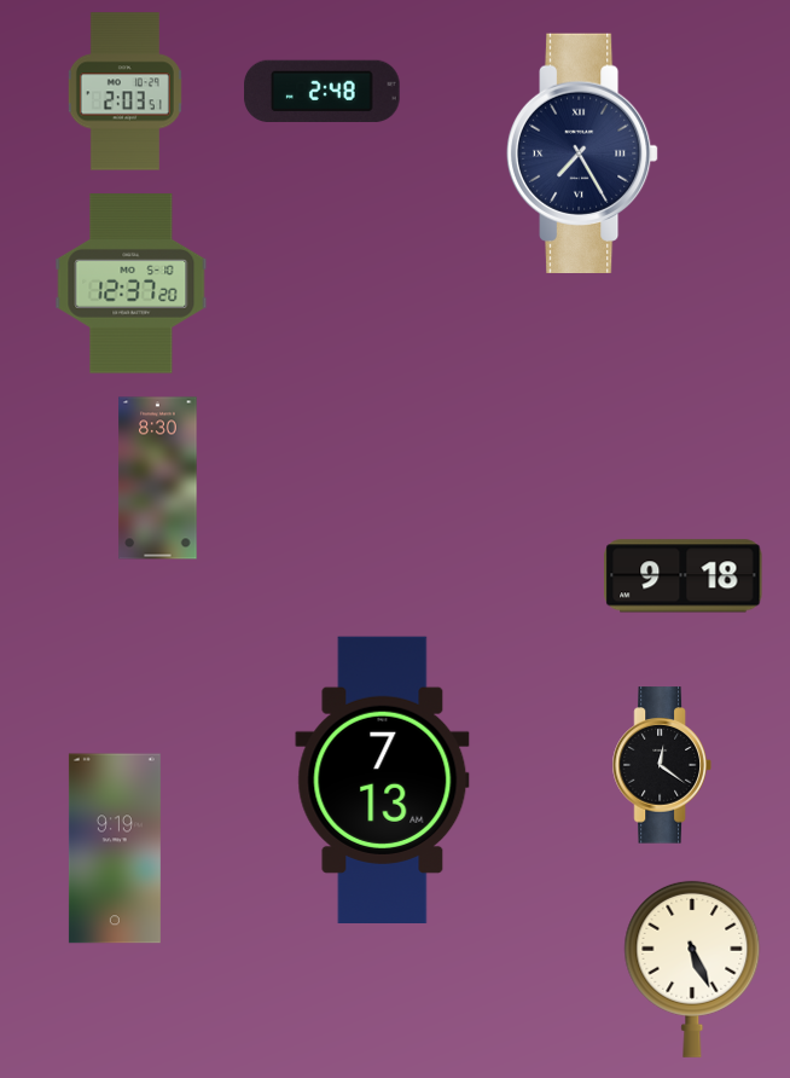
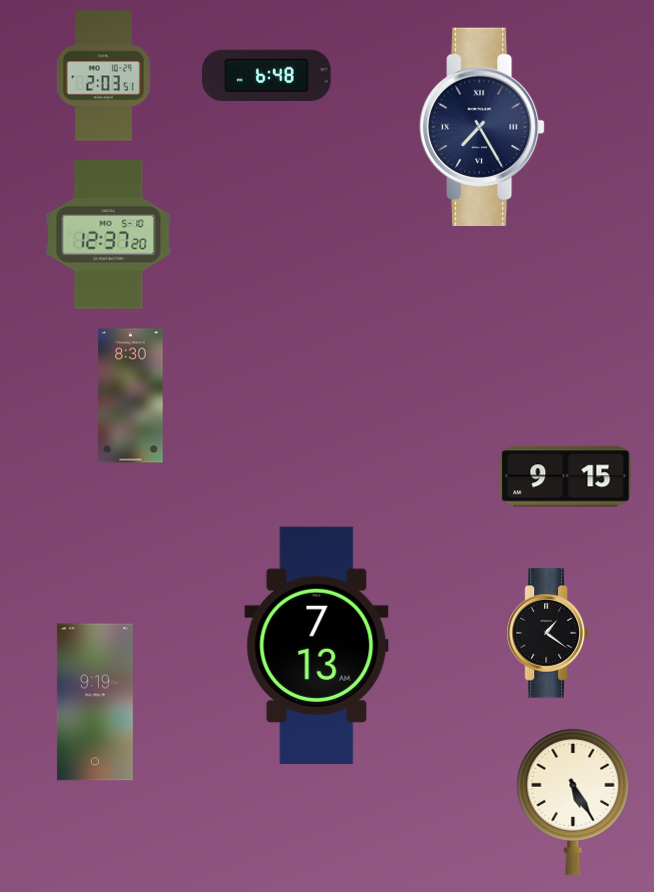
clock at (323, 91): 2:48 -> 6:48
clock at (684, 576): 9:18 -> 9:15
clock at (662, 765): 12:21 -> 1:21
clock at (692, 969): 5:26 -> 5:25
